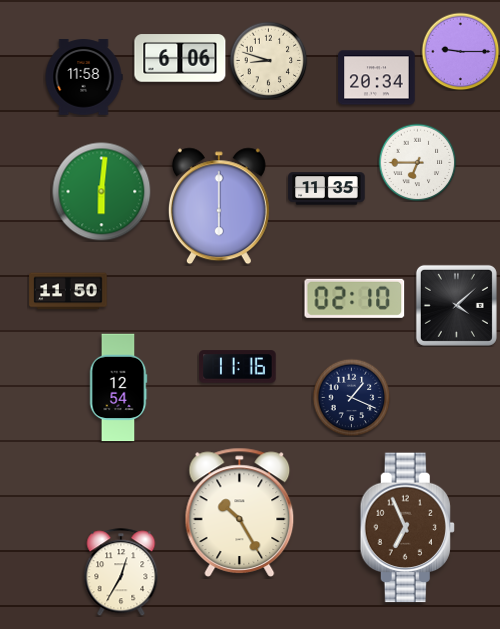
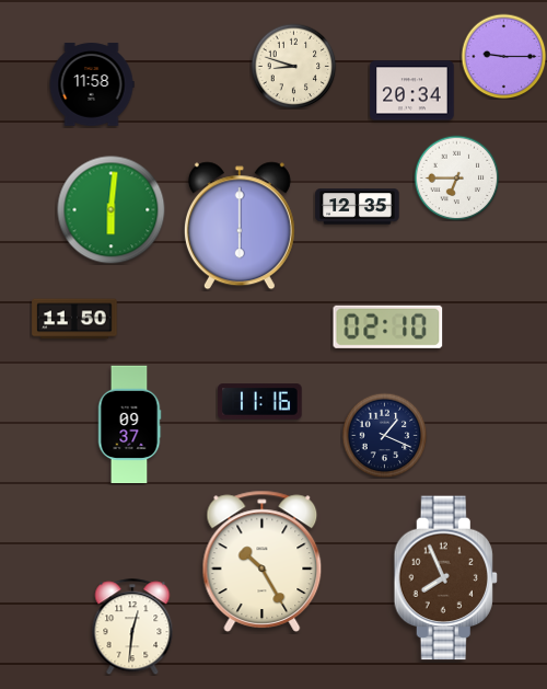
clock at (180, 58): 6:06 -> none
clock at (377, 78) position: (377, 78) -> (412, 91)
clock at (327, 189): 11:35 -> 12:35
clock at (456, 305): 4:08 -> none
clock at (118, 388): 12:54 -> 09:37
clock at (407, 528): 6:56 -> 7:56
clock at (121, 572): 12:35 -> 12:31
